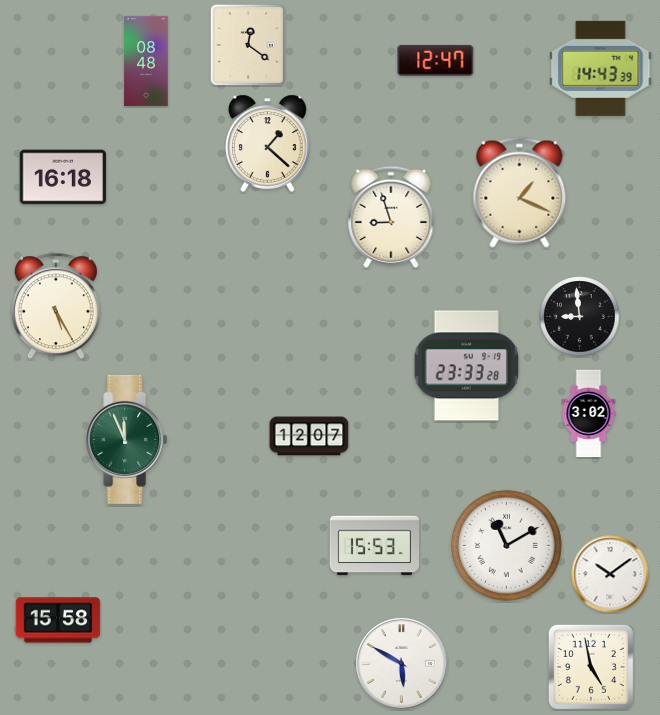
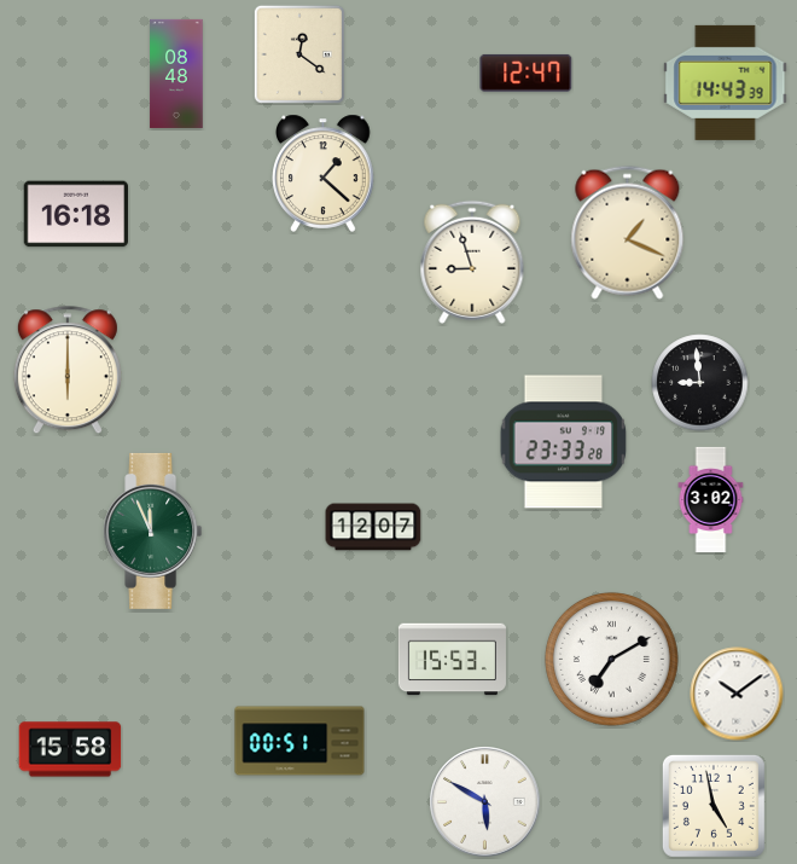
clock at (56, 307): 5:25 -> 6:00
clock at (506, 545): 11:10 -> 7:10
clock at (299, 741): none -> 00:51
